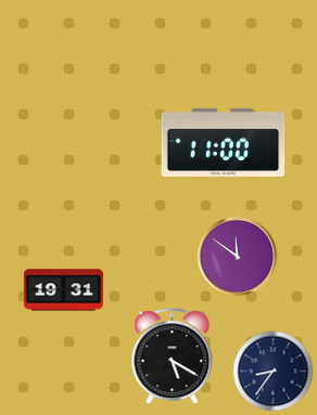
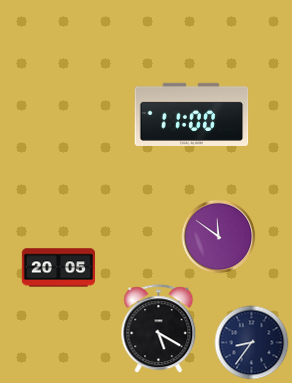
clock at (224, 142) position: (224, 142) -> (192, 114)
clock at (63, 290): 19:31 -> 20:05
